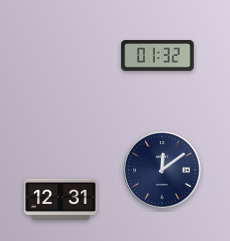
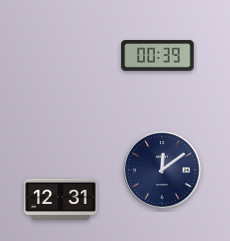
clock at (158, 56): 01:32 -> 00:39
